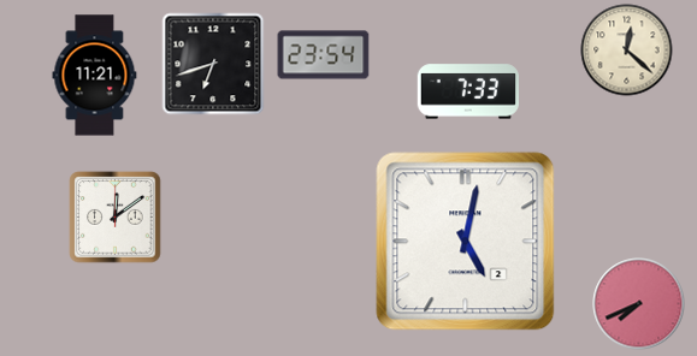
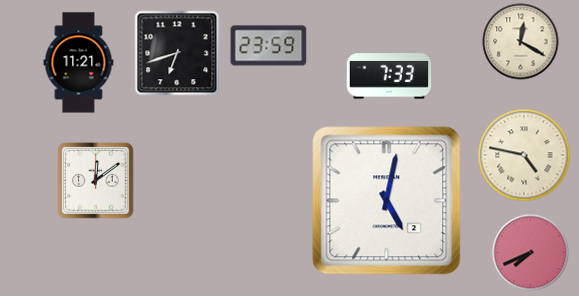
clock at (627, 51): 12:22 -> 12:20
clock at (324, 55): 23:54 -> 23:59
clock at (524, 155): none -> 4:47
